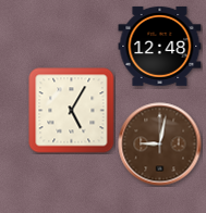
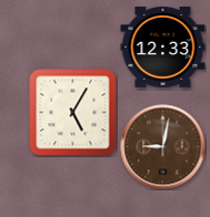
clock at (160, 46): 12:48 -> 12:33
